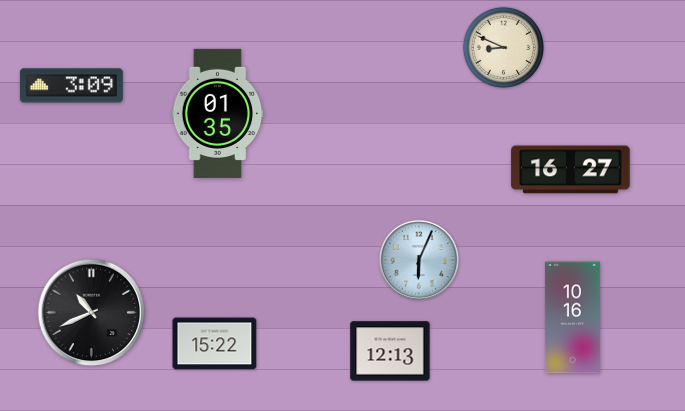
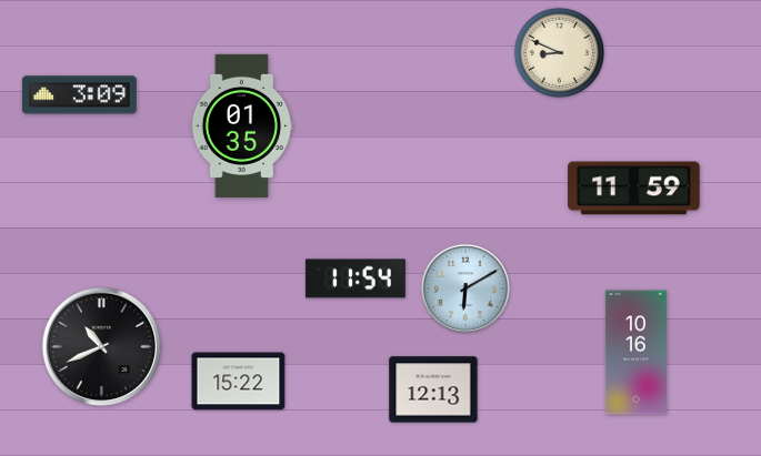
clock at (571, 170): 16:27 -> 11:59
clock at (356, 278): none -> 11:54
clock at (419, 260): 6:04 -> 6:10
